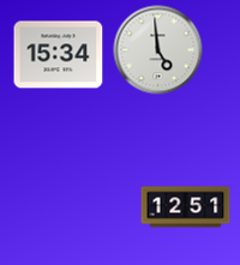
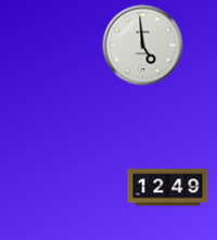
clock at (59, 55): 15:34 -> none
clock at (186, 207): 12:51 -> 12:49
